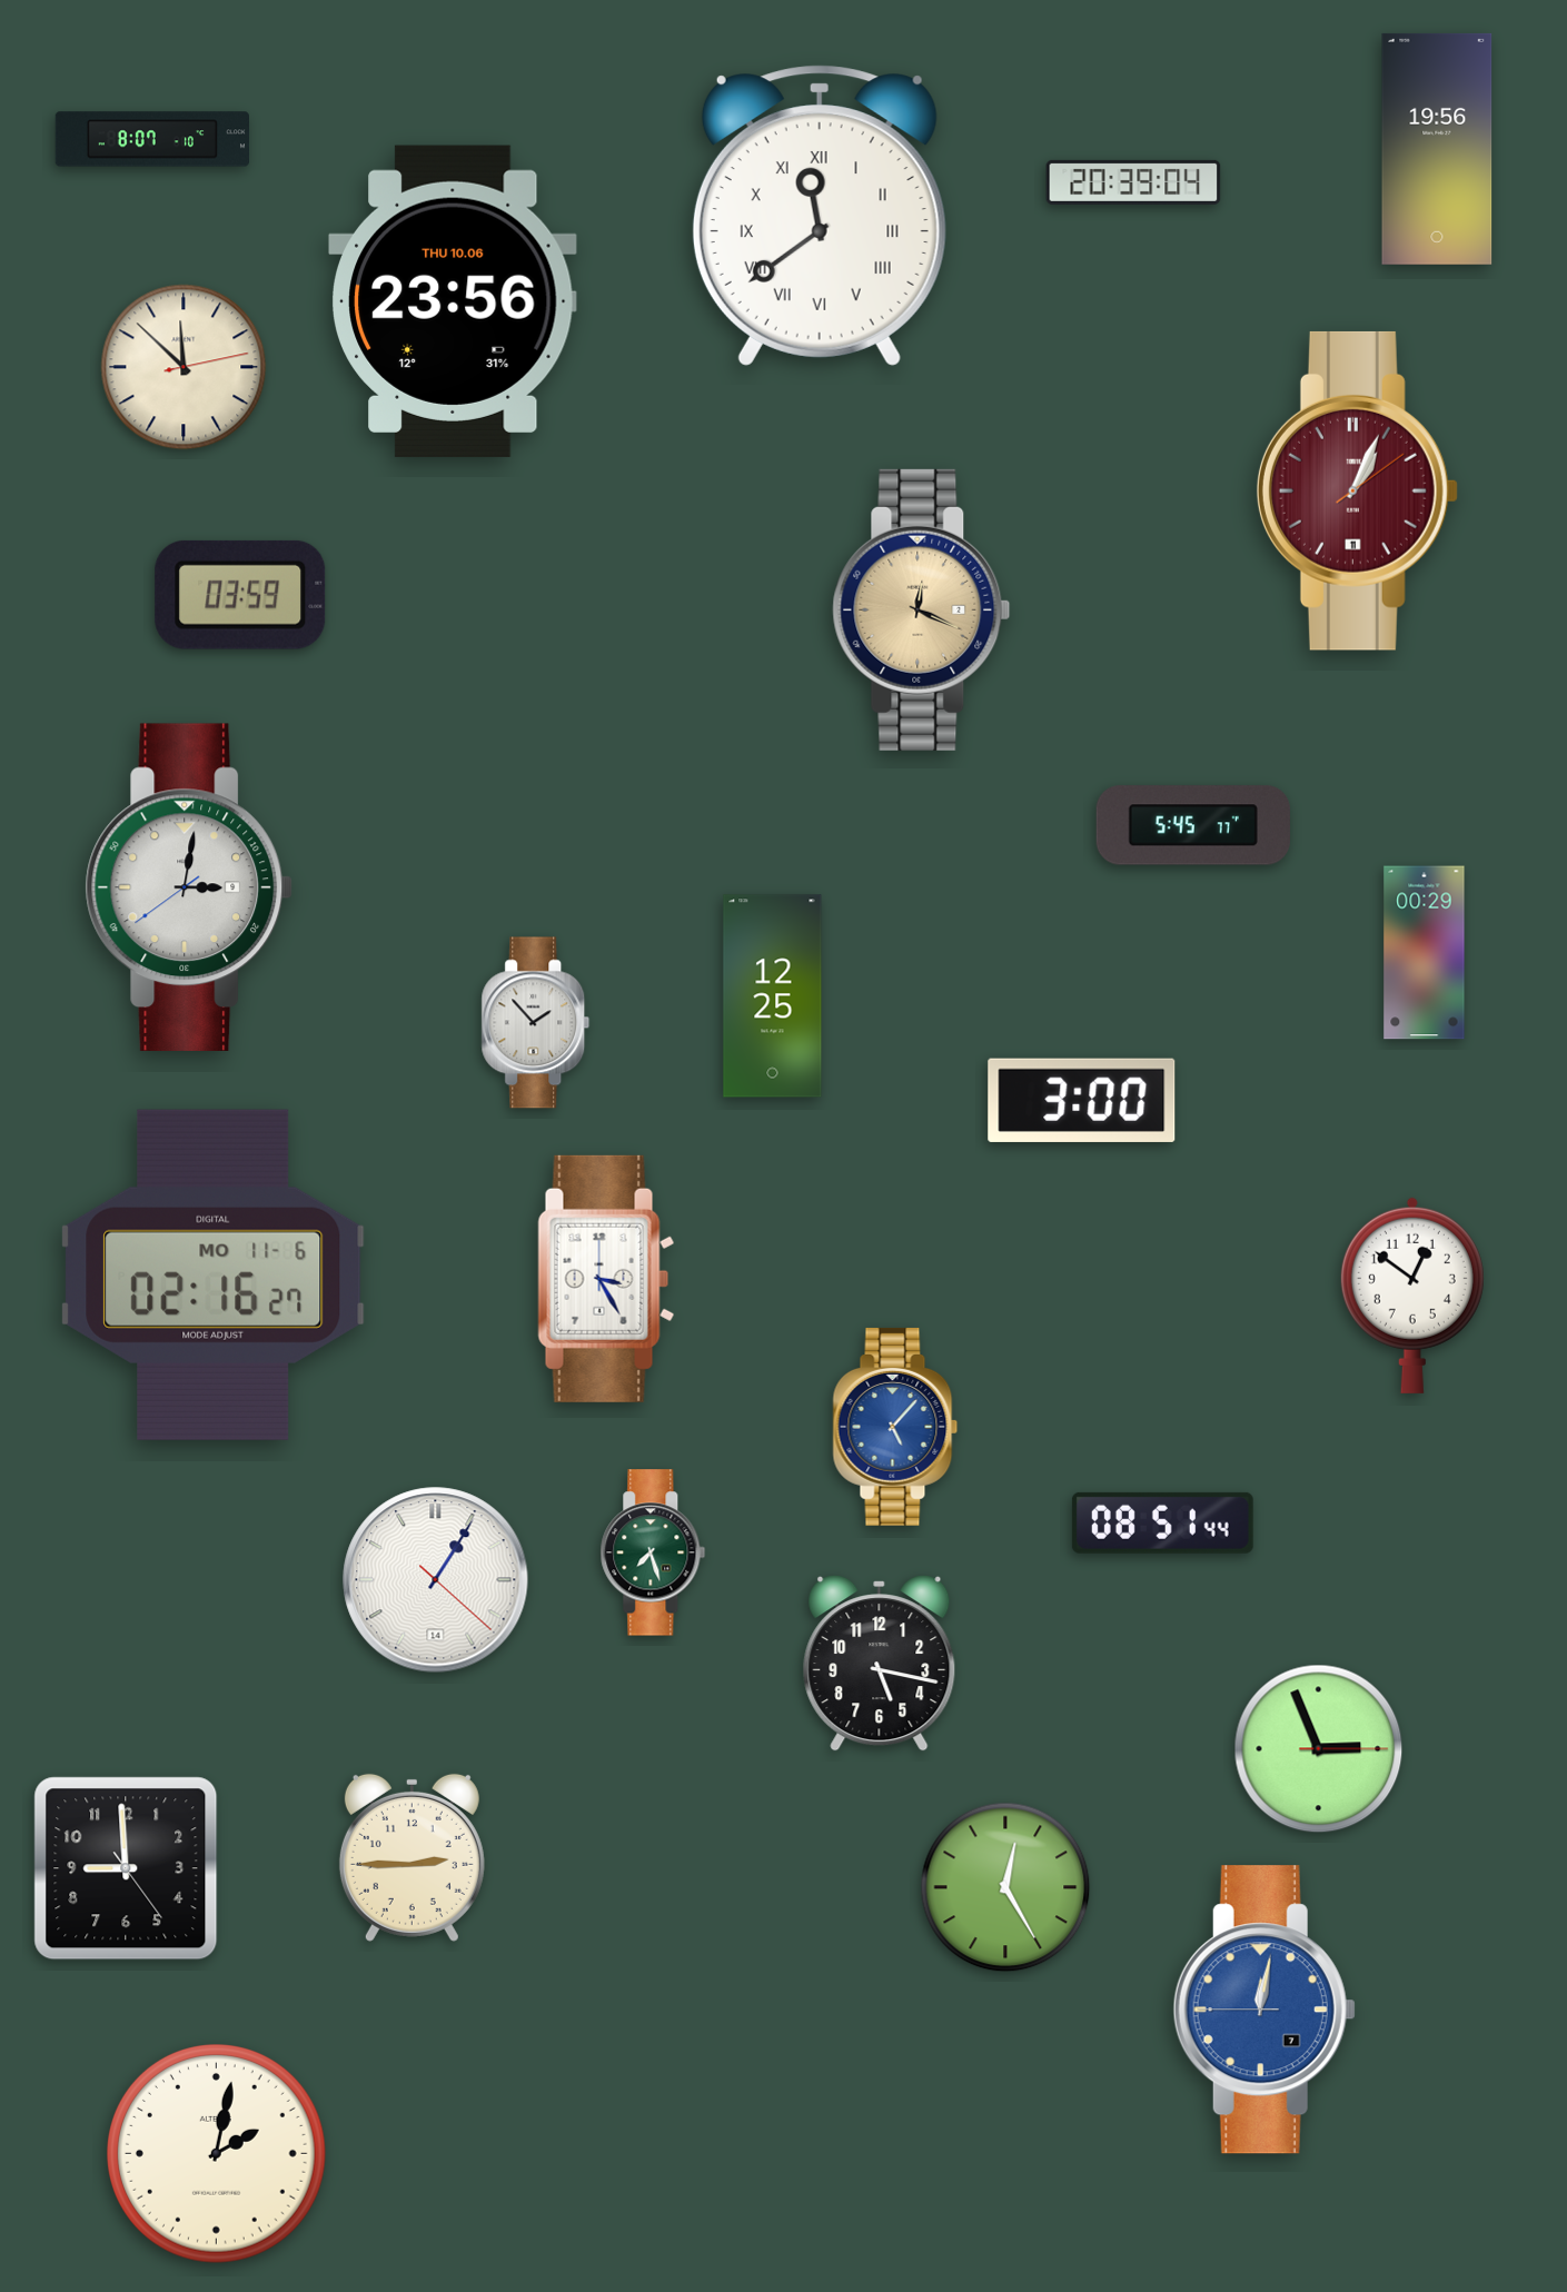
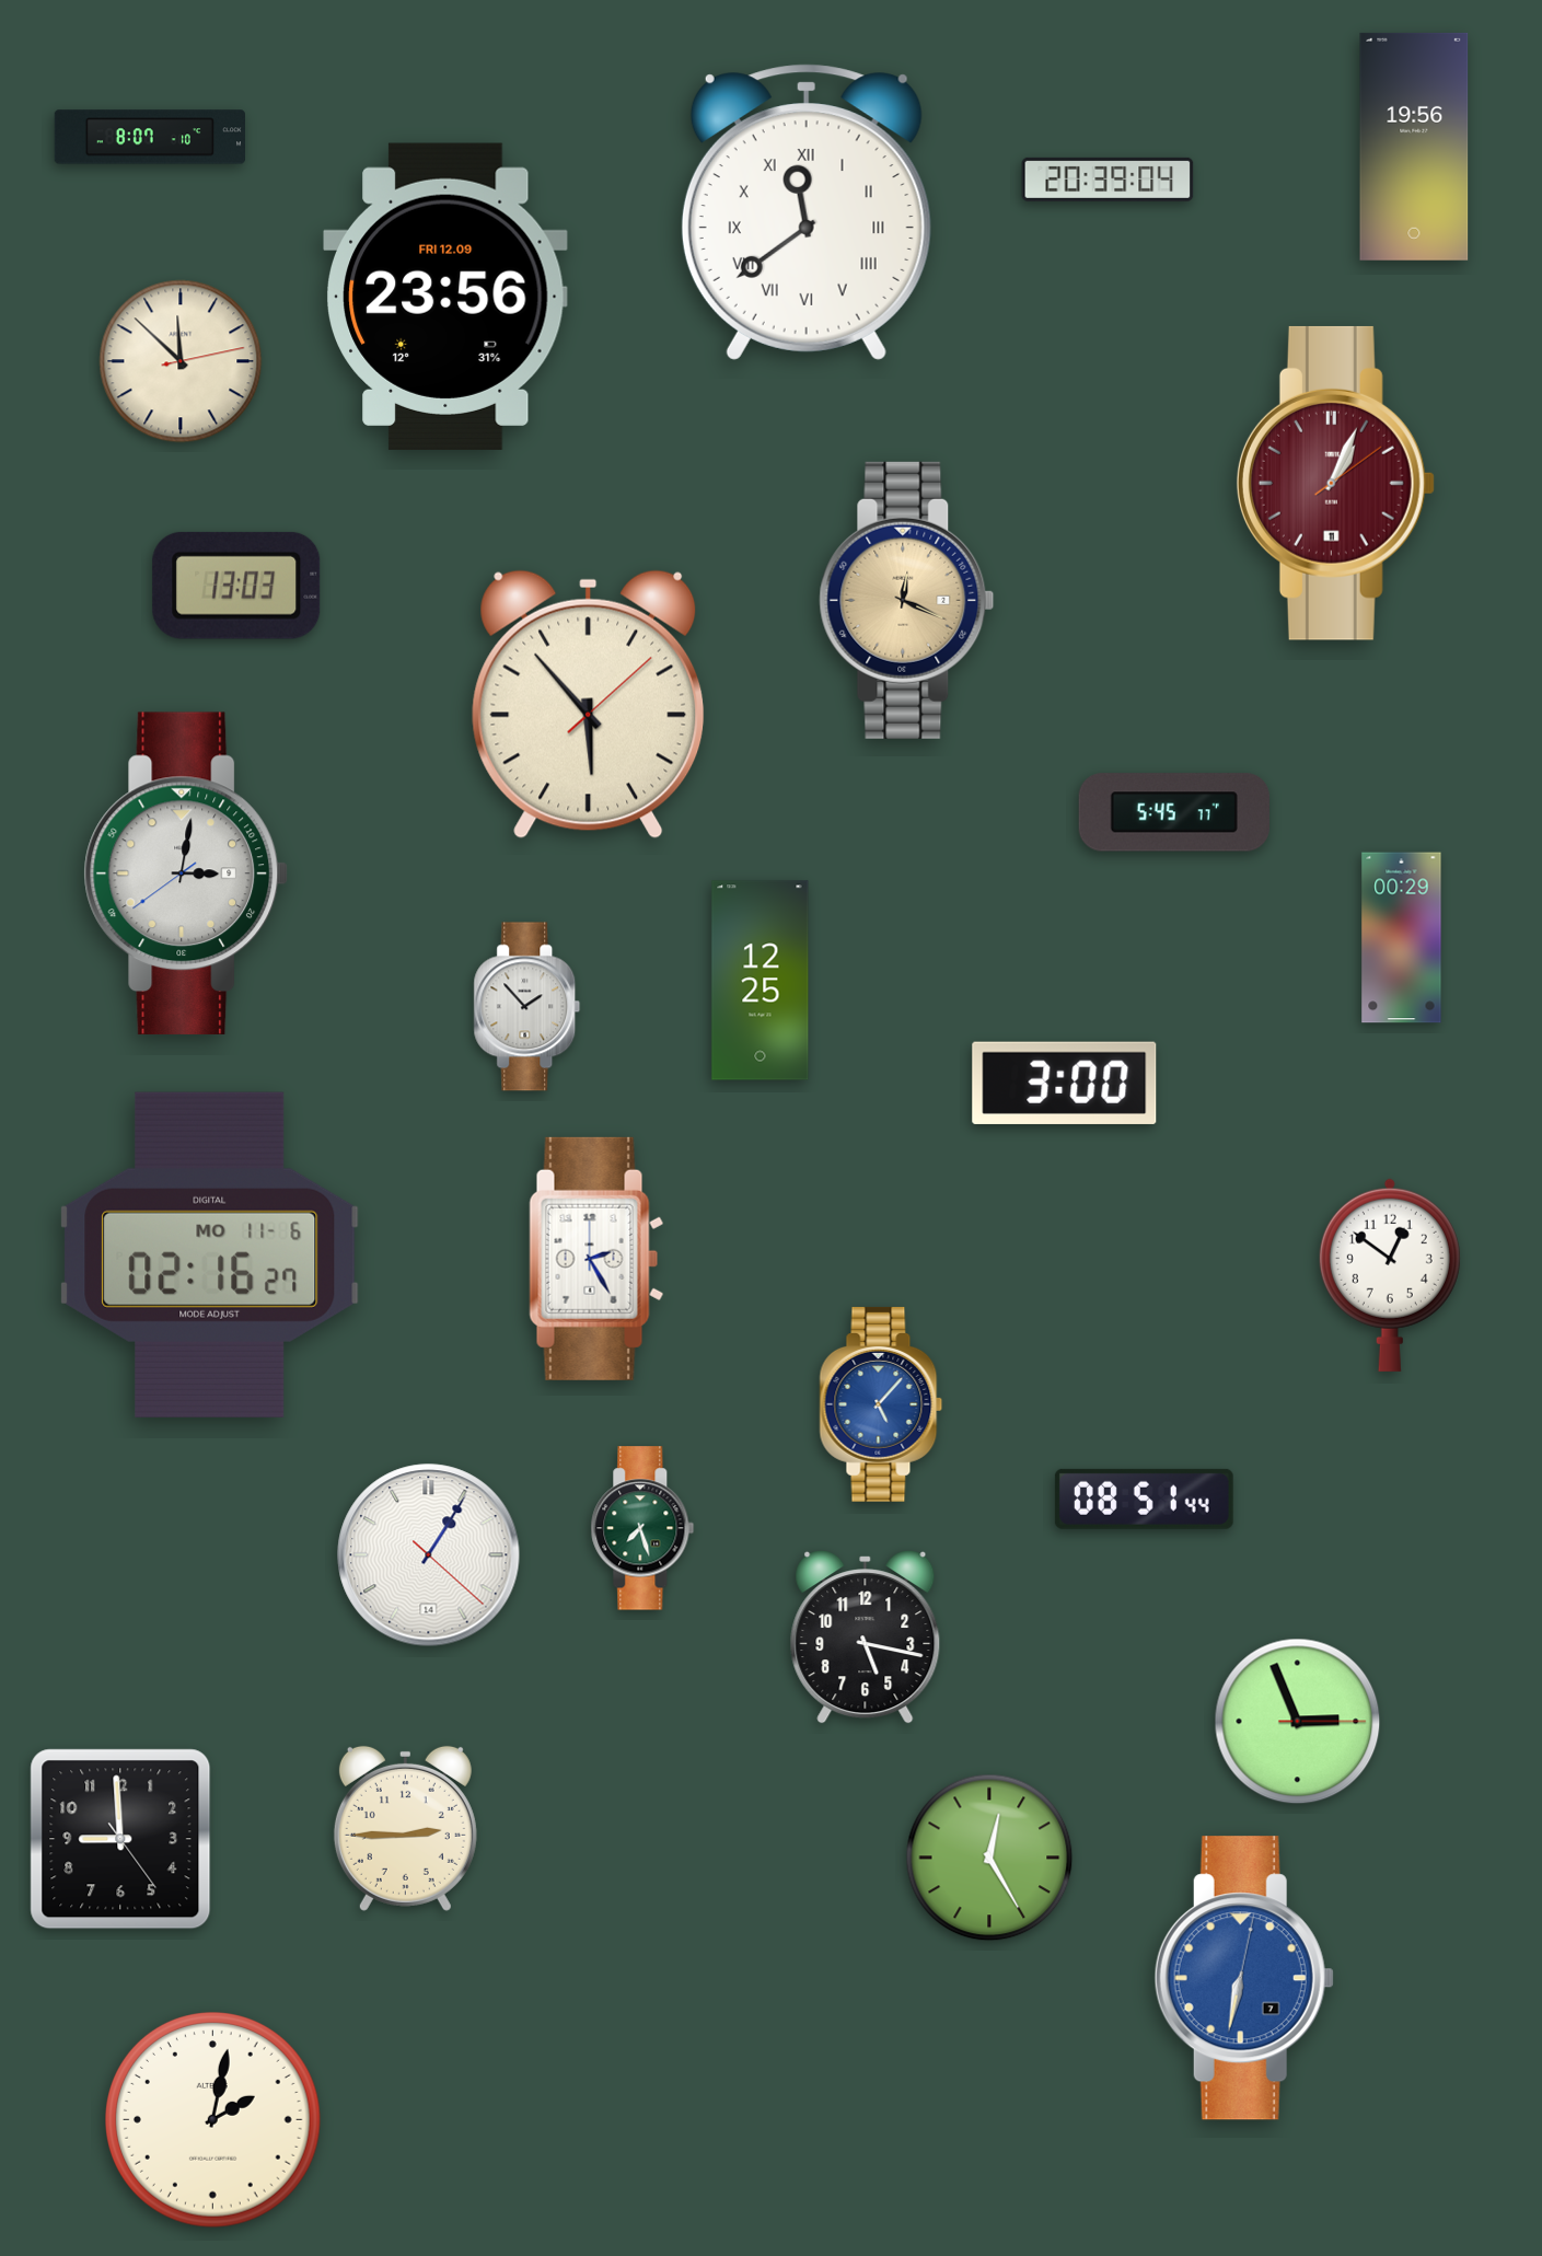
clock at (1133, 182) position: (1133, 182) -> (1108, 180)
clock at (454, 301) date: THU 10.06 -> FRI 12.09
clock at (240, 595): 03:59 -> 13:03
clock at (589, 704): none -> 5:53
clock at (606, 1279): 3:25 -> 2:25
clock at (126, 1868) position: (126, 1868) -> (120, 1839)
clock at (1264, 2010): 12:01 -> 6:32
